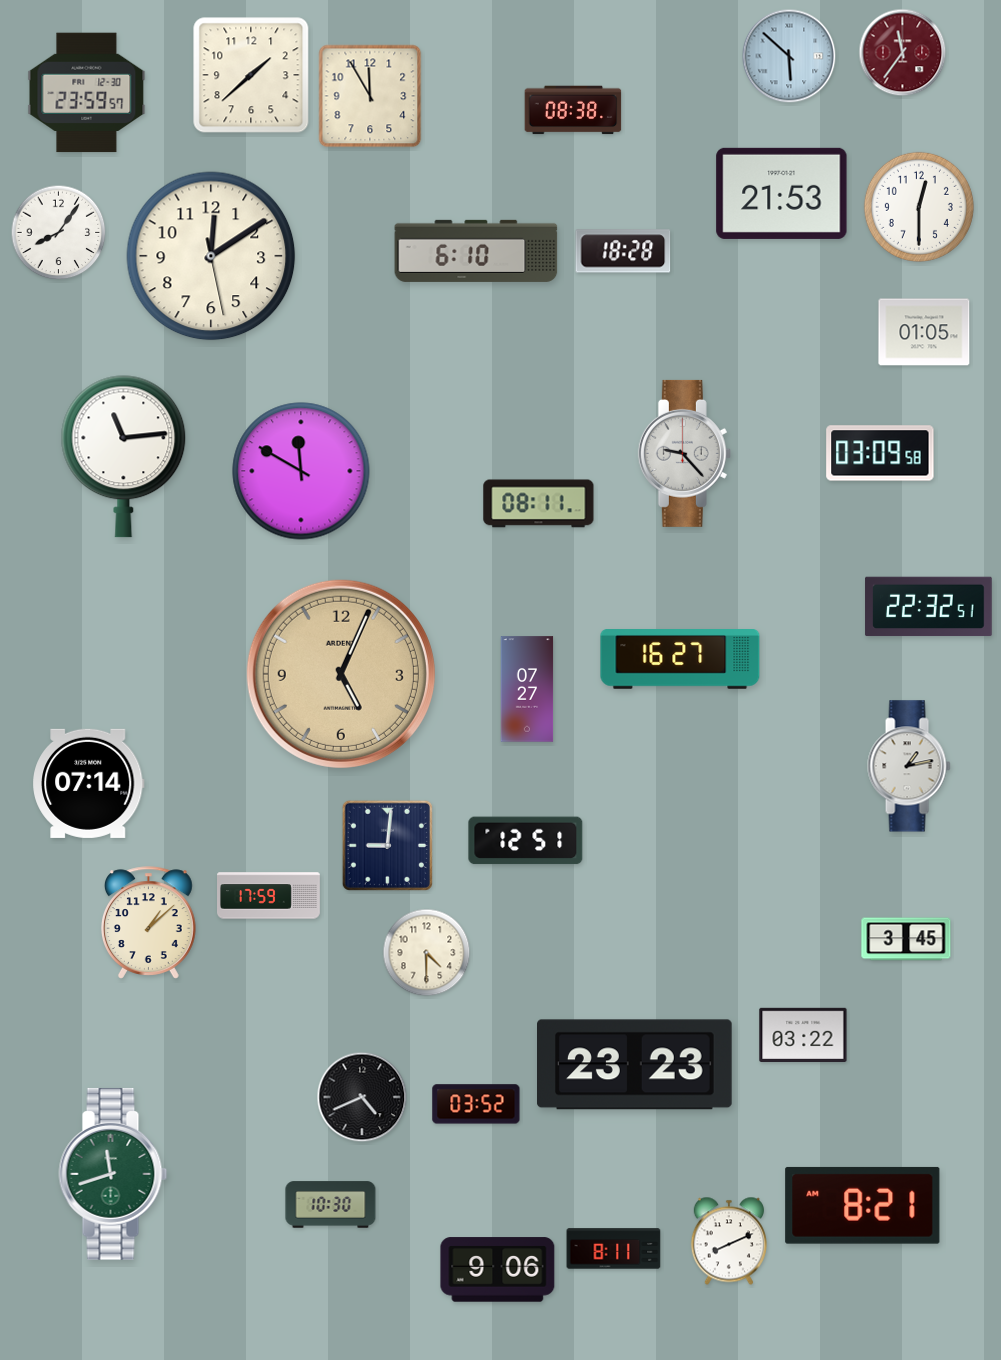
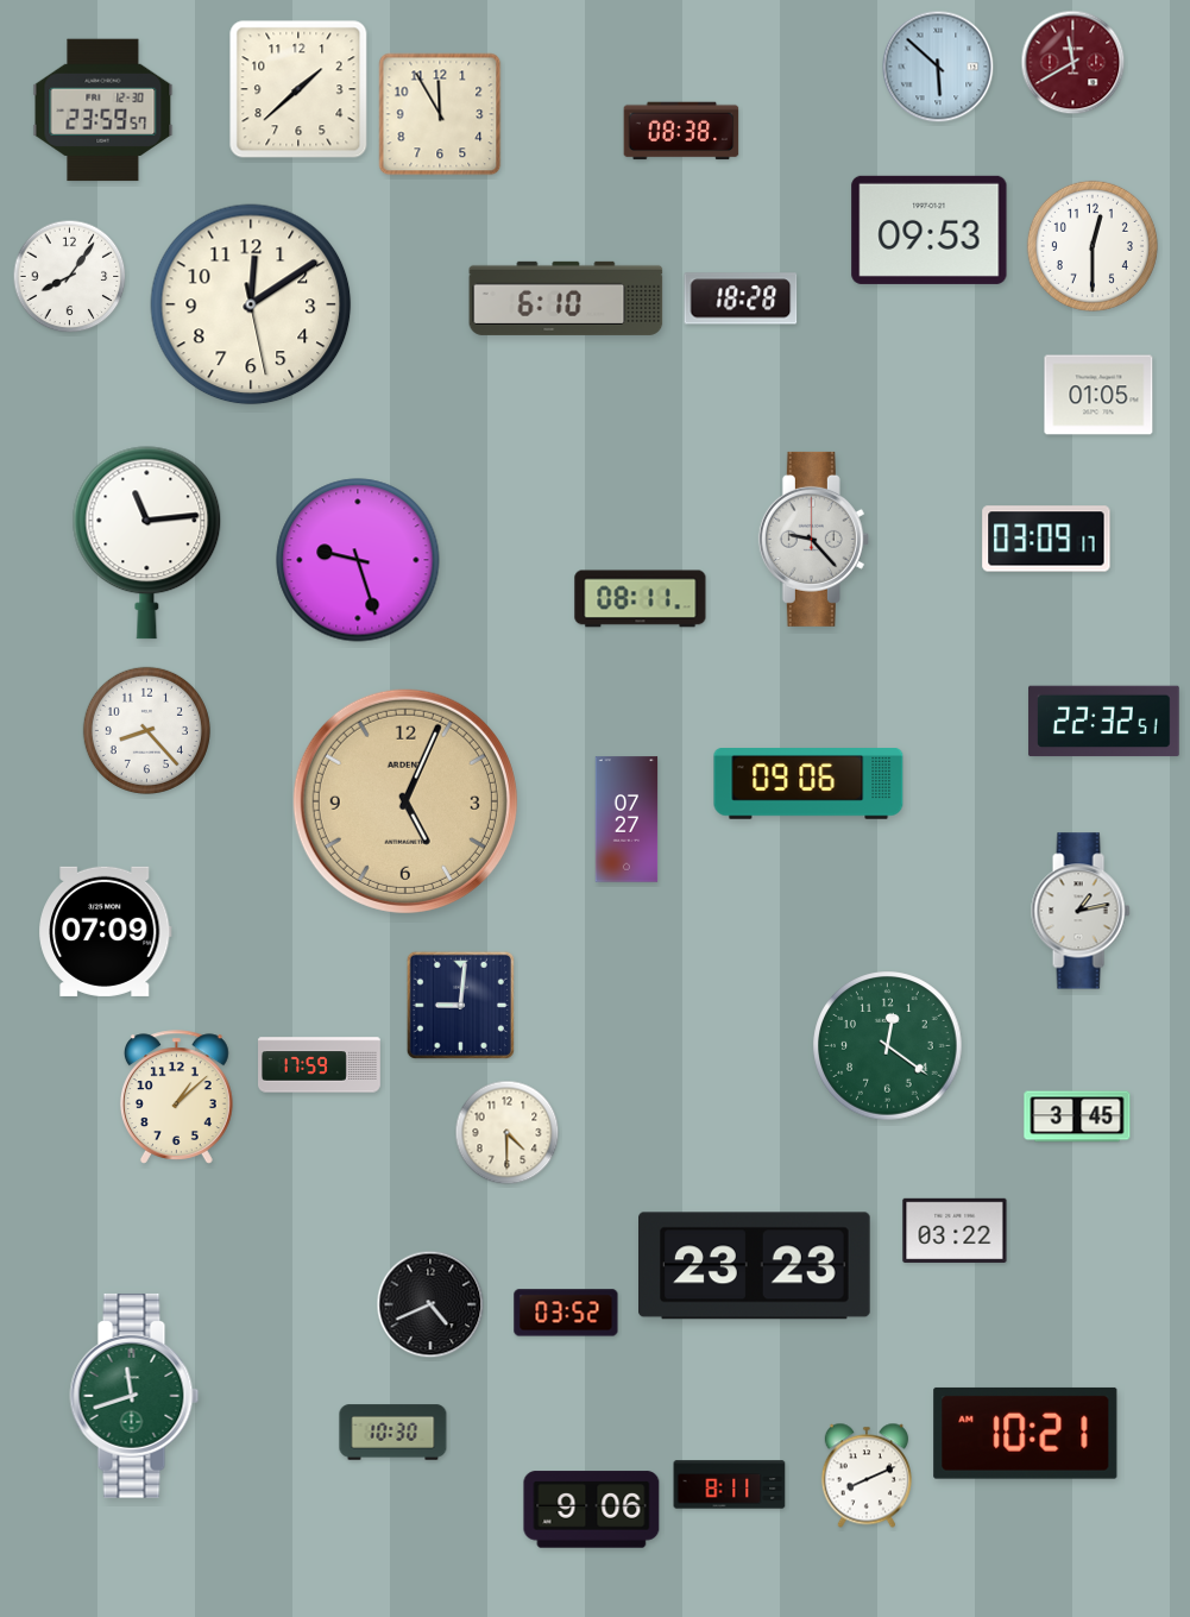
clock at (903, 53): 11:36 -> 11:40
clock at (782, 193): 21:53 -> 09:53
clock at (880, 453): 03:09:58 -> 03:09:17
clock at (301, 471): 11:50 -> 9:27
clock at (146, 730): none -> 8:23
clock at (680, 660): 16:27 -> 09:06
clock at (89, 783): 07:14 -> 07:09
clock at (526, 841): 12:51 -> none
clock at (888, 1046): none -> 12:21
clock at (863, 1205): 8:21 -> 10:21
